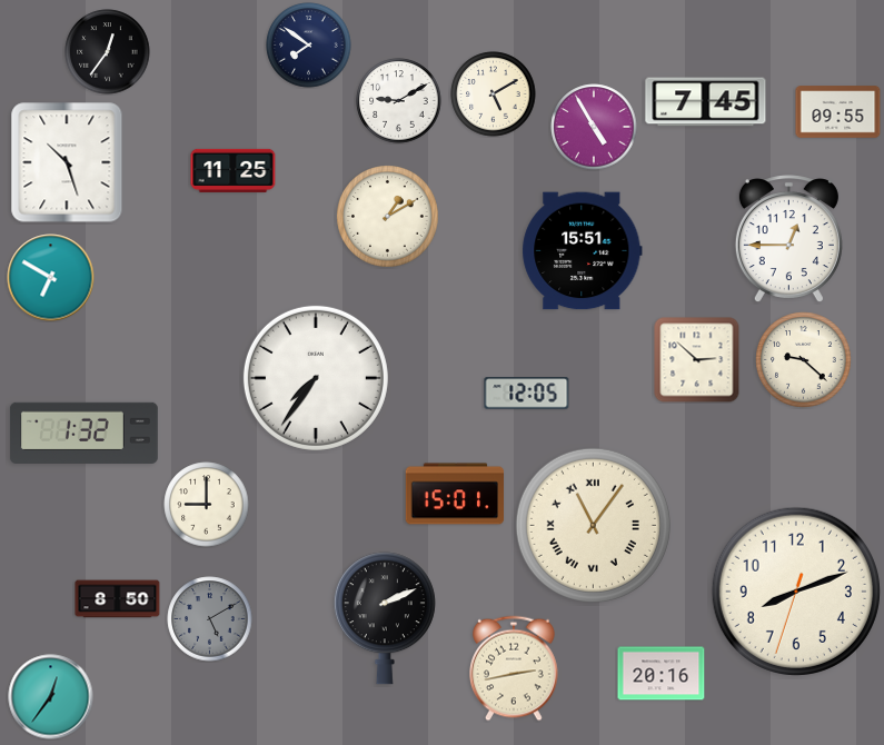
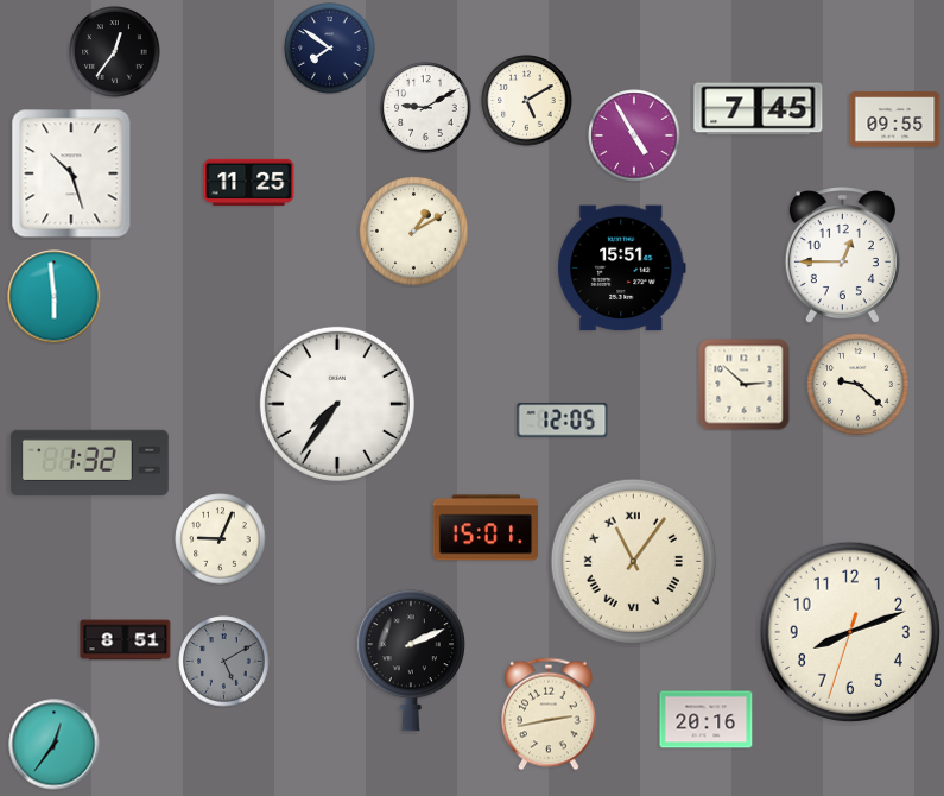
clock at (108, 52) position: (108, 52) -> (115, 52)
clock at (706, 102) position: (706, 102) -> (759, 109)
clock at (51, 278): 6:50 -> 5:59
clock at (207, 505): 9:00 -> 9:04
clock at (118, 599): 8:50 -> 8:51
